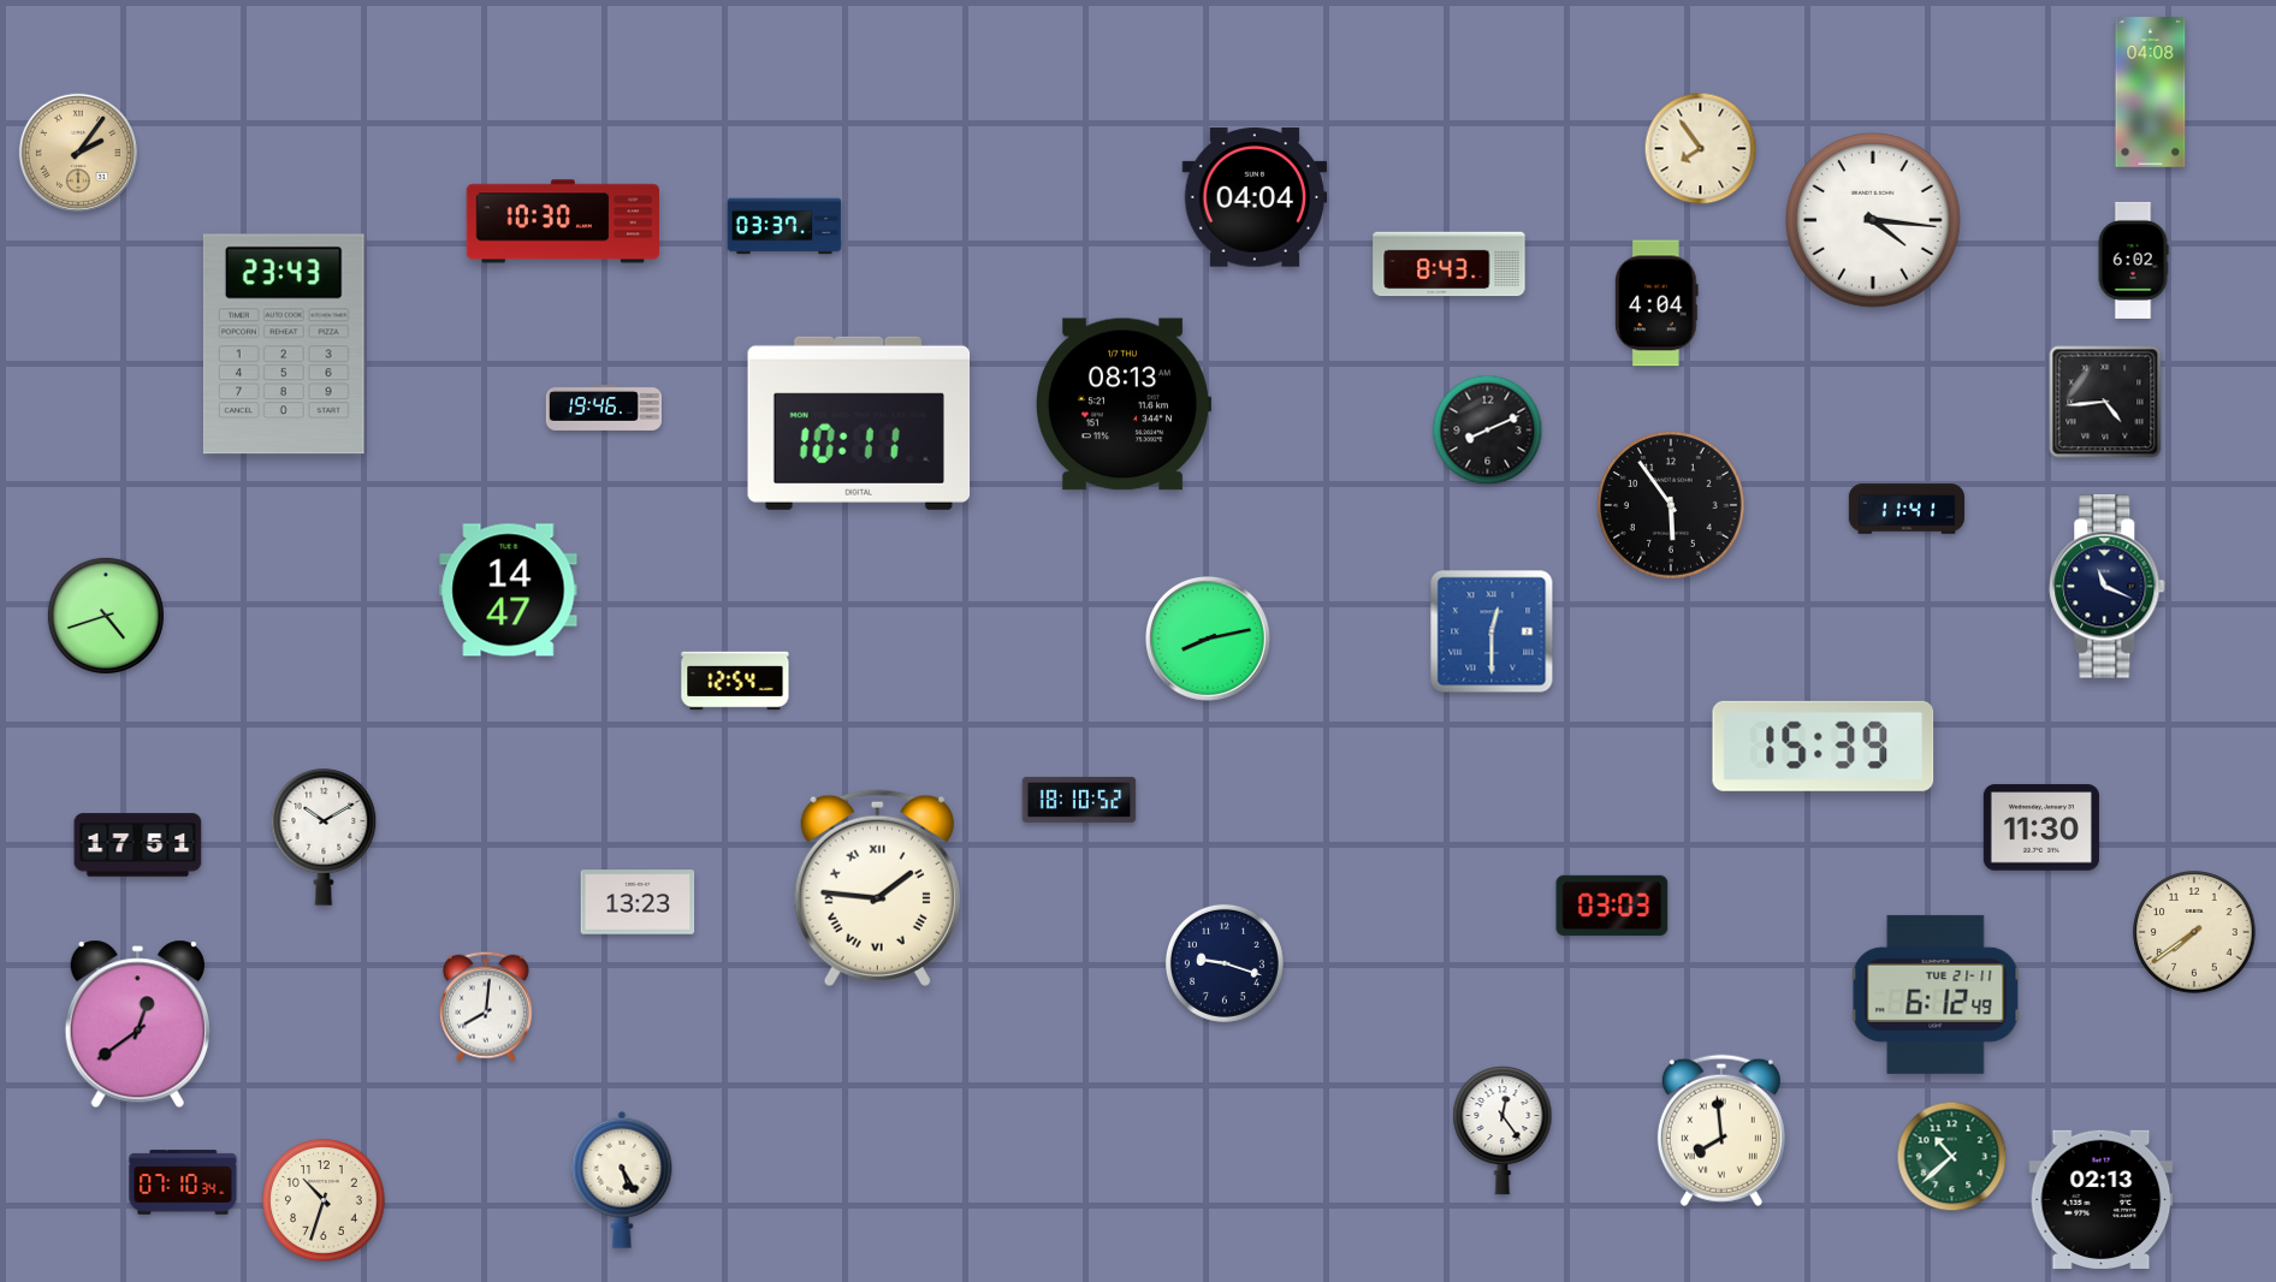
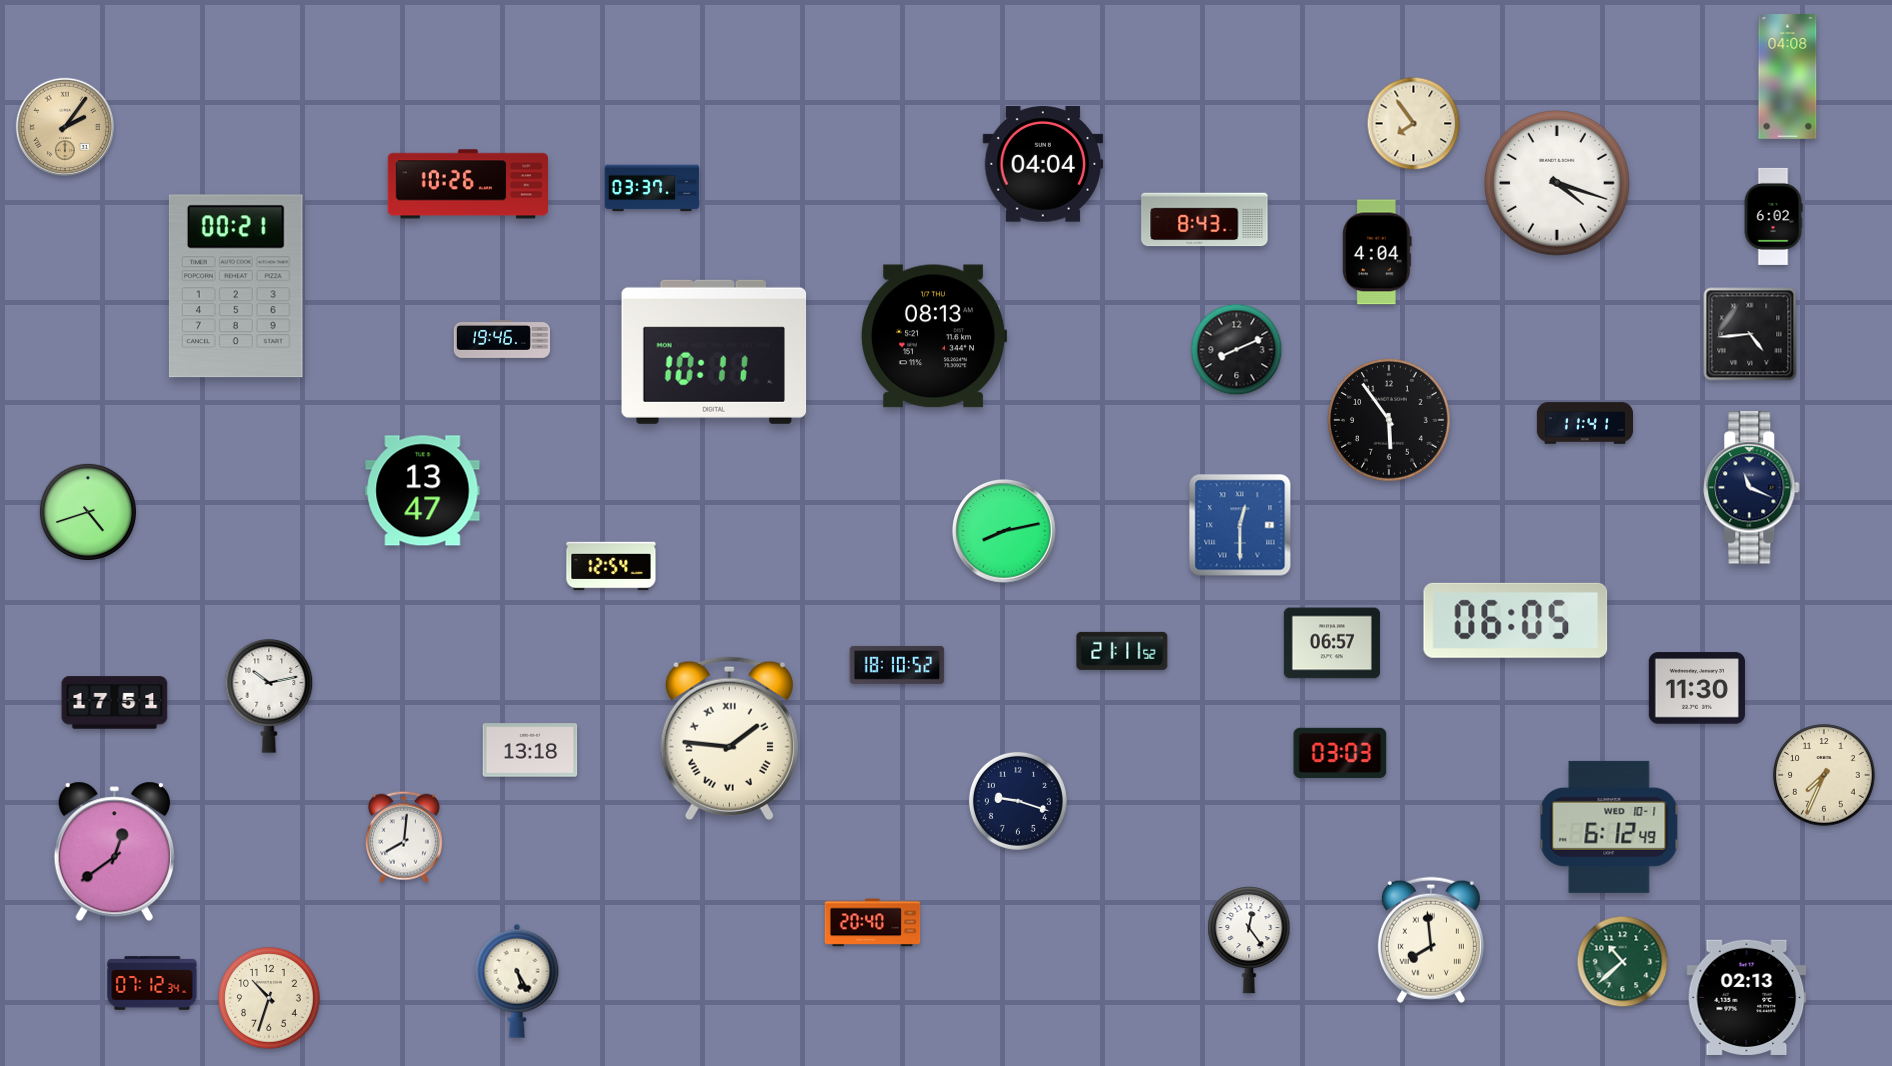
clock at (562, 221): 10:30 -> 10:26
clock at (1874, 221): 4:16 -> 4:18
clock at (284, 344): 23:43 -> 00:21
clock at (1488, 431) position: (1488, 431) -> (1237, 350)
clock at (509, 590): 14:47 -> 13:47
clock at (1824, 746): 15:39 -> 06:05
clock at (1332, 643): none -> 06:57
clock at (1122, 651): none -> 21:11
clock at (324, 837): 10:10 -> 10:13
clock at (638, 902): 13:23 -> 13:18
clock at (2194, 932): 7:39 -> 7:34
clock at (1936, 995) date: TUE 21-11 -> WED 10-1
clock at (873, 923): none -> 20:40
clock at (183, 1182): 07:10 -> 07:12
